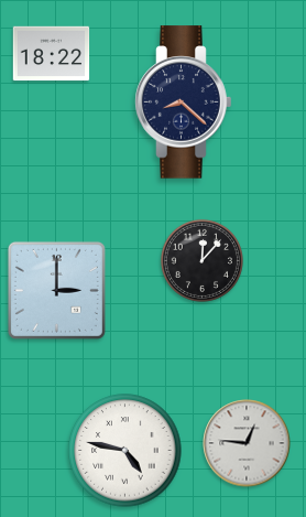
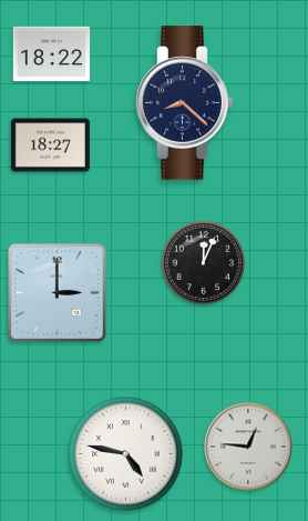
clock at (50, 146): none -> 18:27
clock at (201, 260): 12:07 -> 12:04
